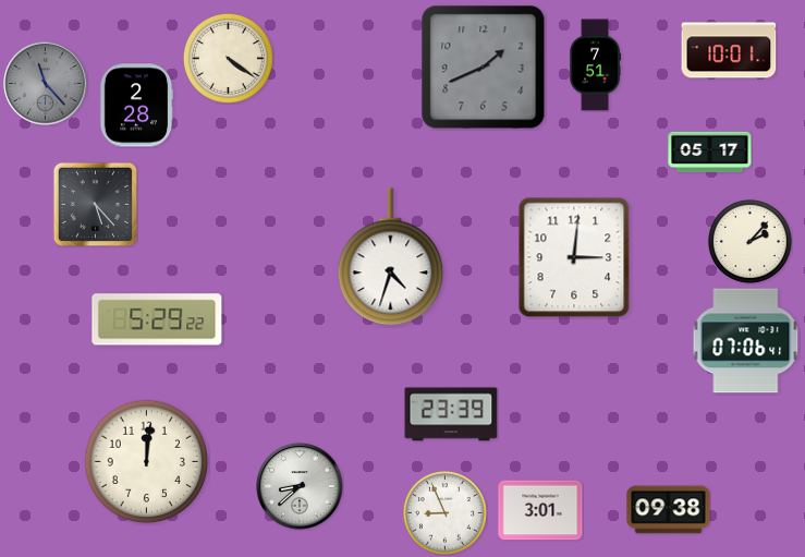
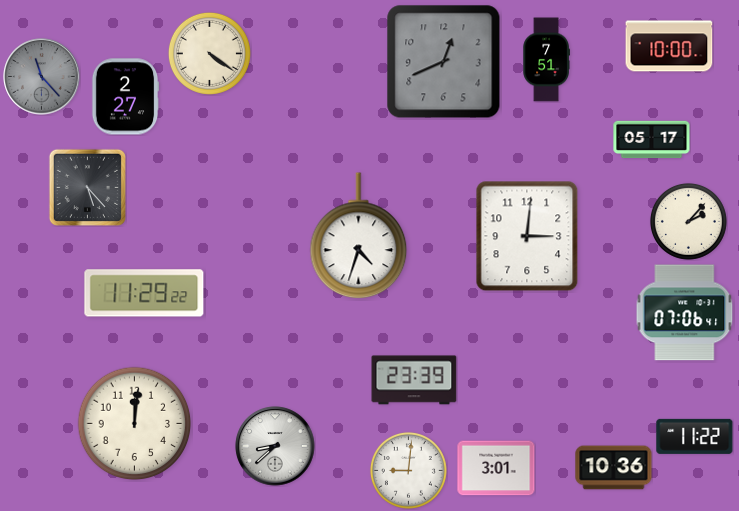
clock at (729, 50): 10:01 -> 10:00
clock at (484, 68): 1:41 -> 12:41
clock at (136, 106): 2:28 -> 2:27
clock at (157, 319): 5:29 -> 11:29
clock at (695, 436): none -> 11:22
clock at (669, 510): 09:38 -> 10:36
clock at (444, 512): 8:56 -> 9:01
